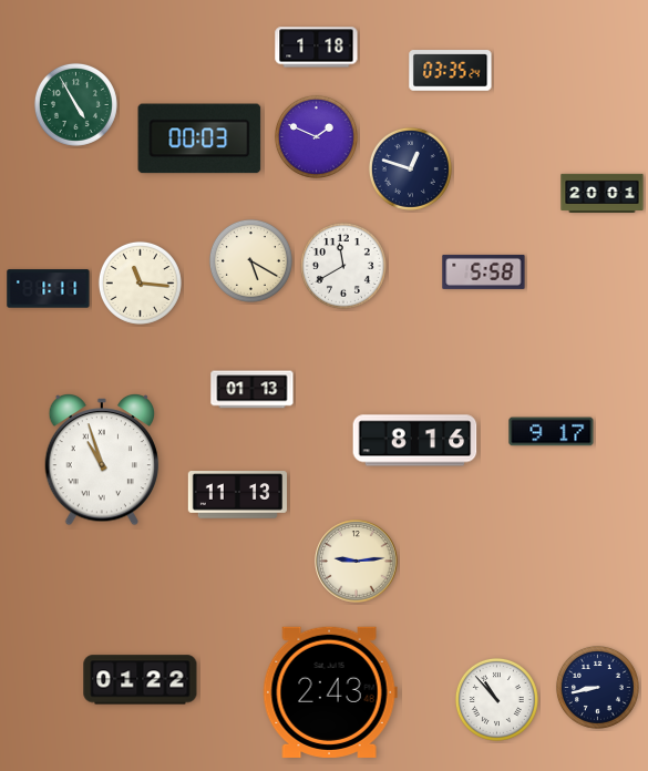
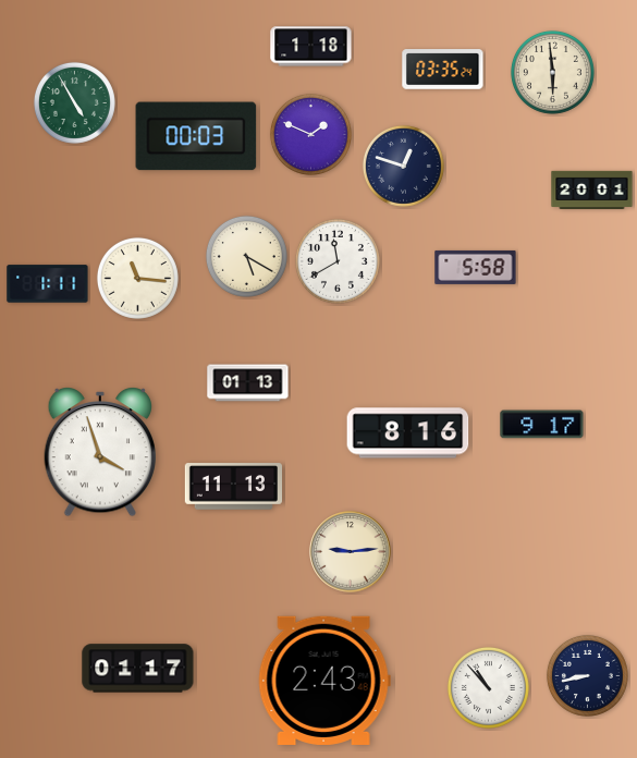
clock at (552, 72): none -> 5:59
clock at (102, 461): 10:57 -> 3:57
clock at (141, 680): 01:22 -> 01:17
